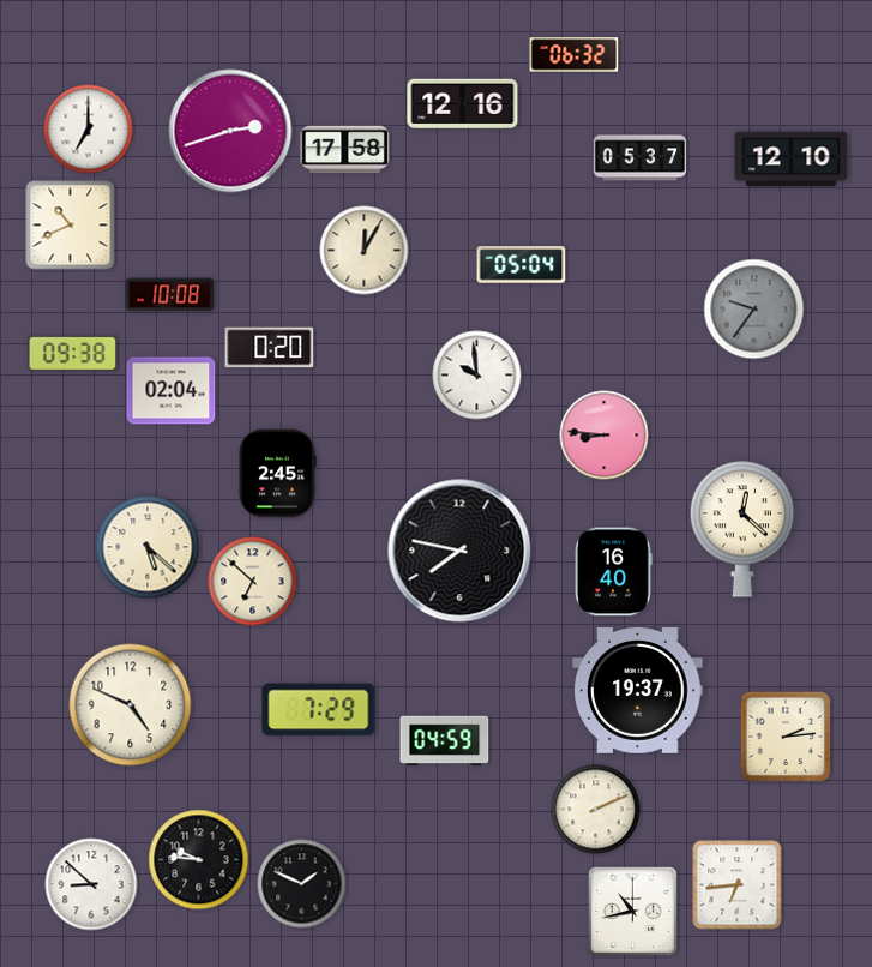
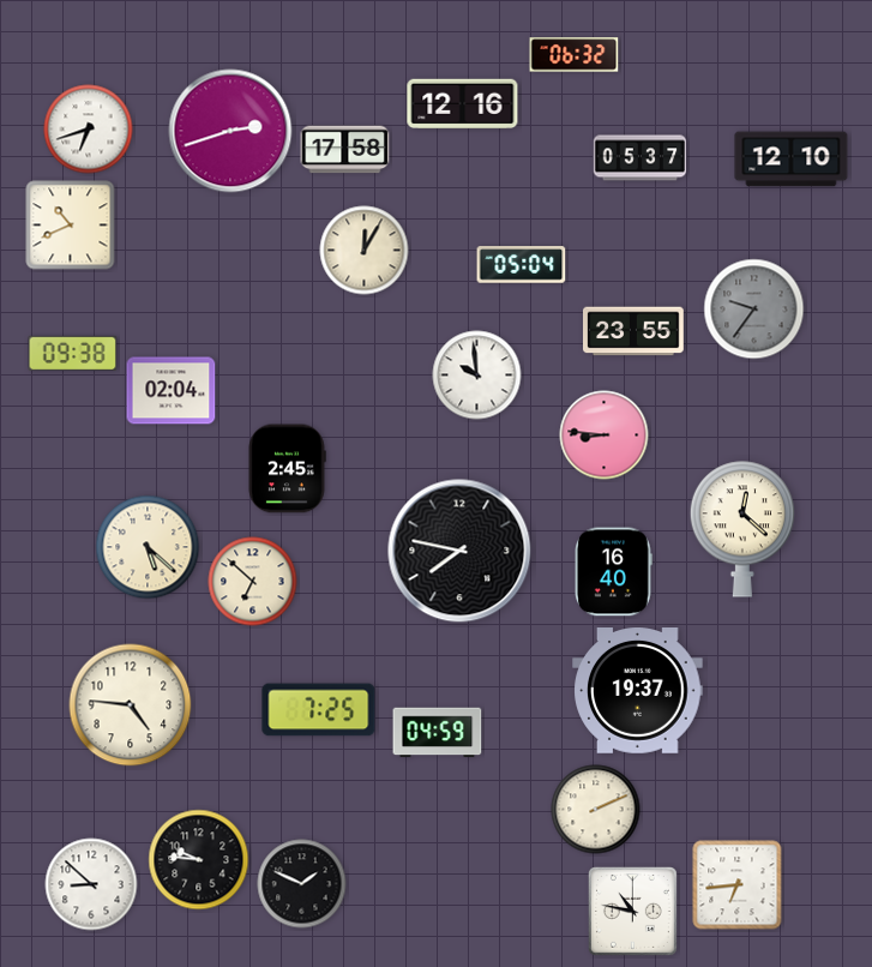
clock at (89, 130): 7:00 -> 6:42
clock at (170, 295): 10:08 -> none
clock at (635, 331): none -> 23:55
clock at (270, 348): 0:20 -> none
clock at (277, 474) position: (277, 474) -> (287, 469)
clock at (131, 705): 4:49 -> 4:46
clock at (319, 710): 7:29 -> 7:25
clock at (786, 737): 2:14 -> none
clock at (445, 741) position: (445, 741) -> (438, 733)
clock at (632, 911): 10:43 -> 10:47
